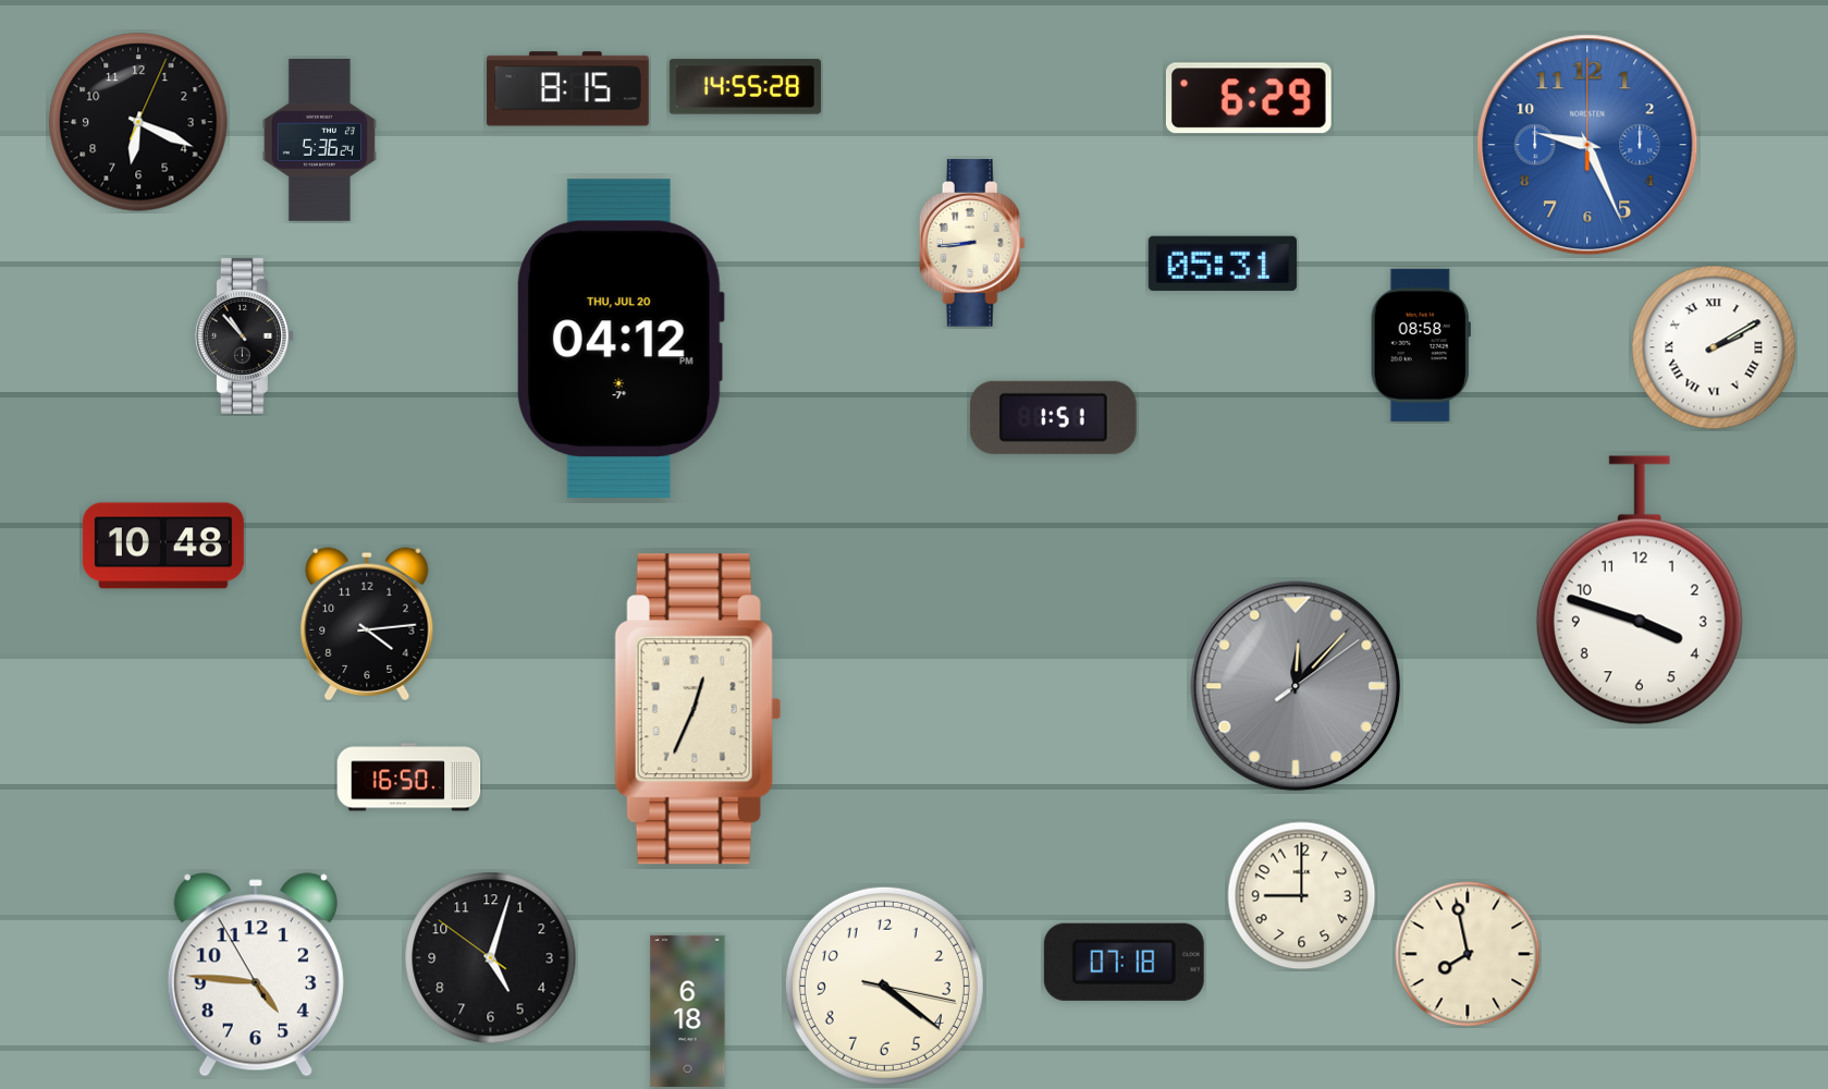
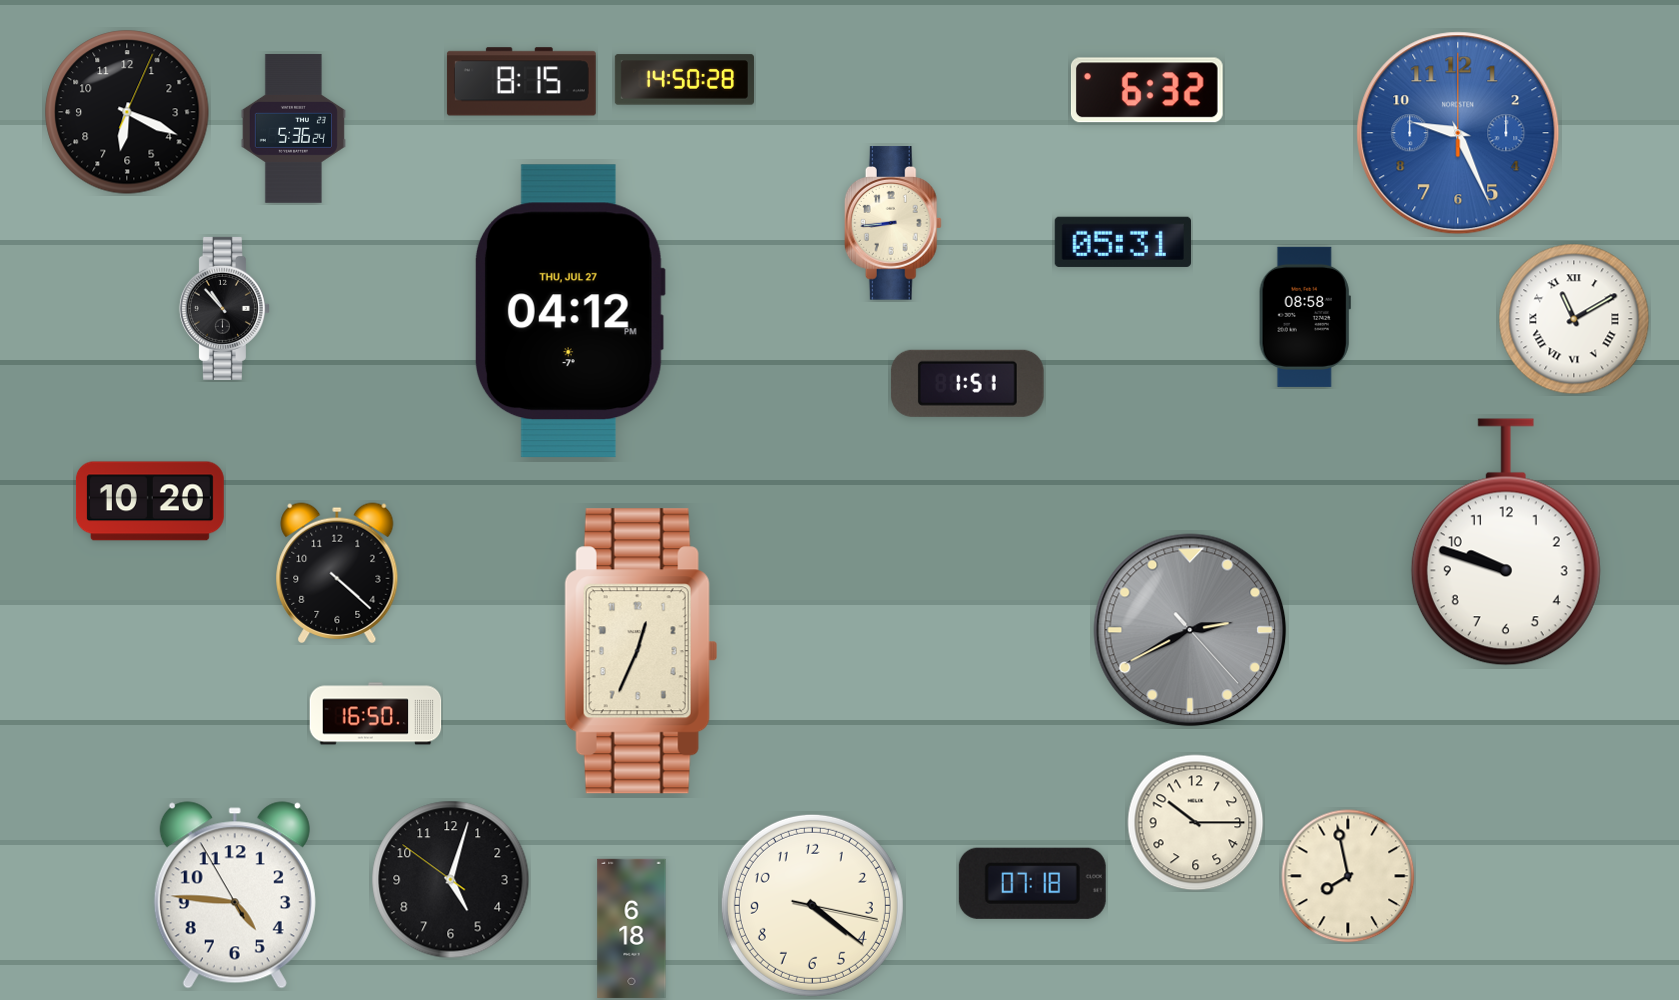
clock at (745, 87): 14:55 -> 14:50
clock at (1249, 98): 6:29 -> 6:32
clock at (621, 339) date: THU, JUL 20 -> THU, JUL 27
clock at (1714, 347): 2:10 -> 11:10
clock at (163, 546): 10:48 -> 10:20
clock at (1640, 590): 3:48 -> 9:48
clock at (367, 624): 4:14 -> 4:22
clock at (1296, 686): 12:07 -> 2:40
clock at (1302, 896): 9:00 -> 10:15
